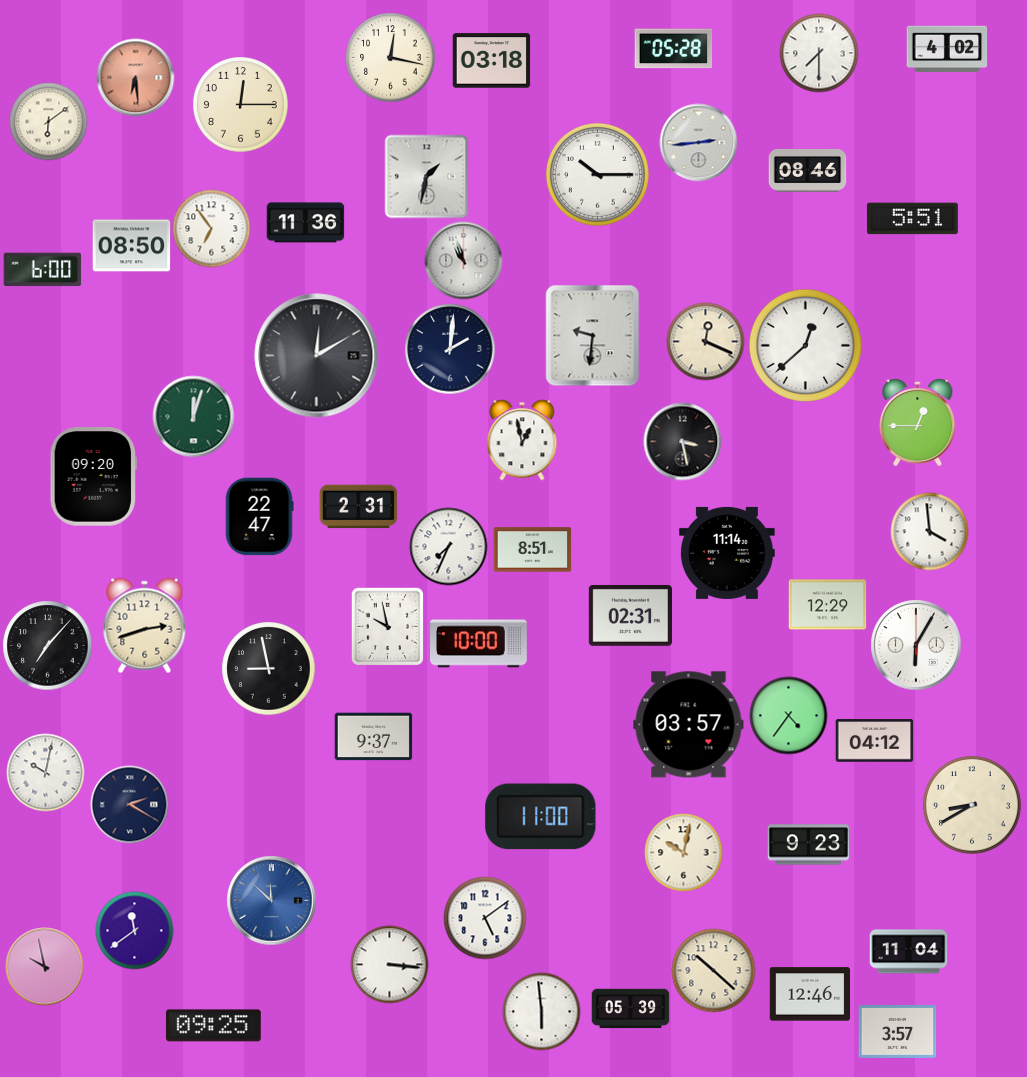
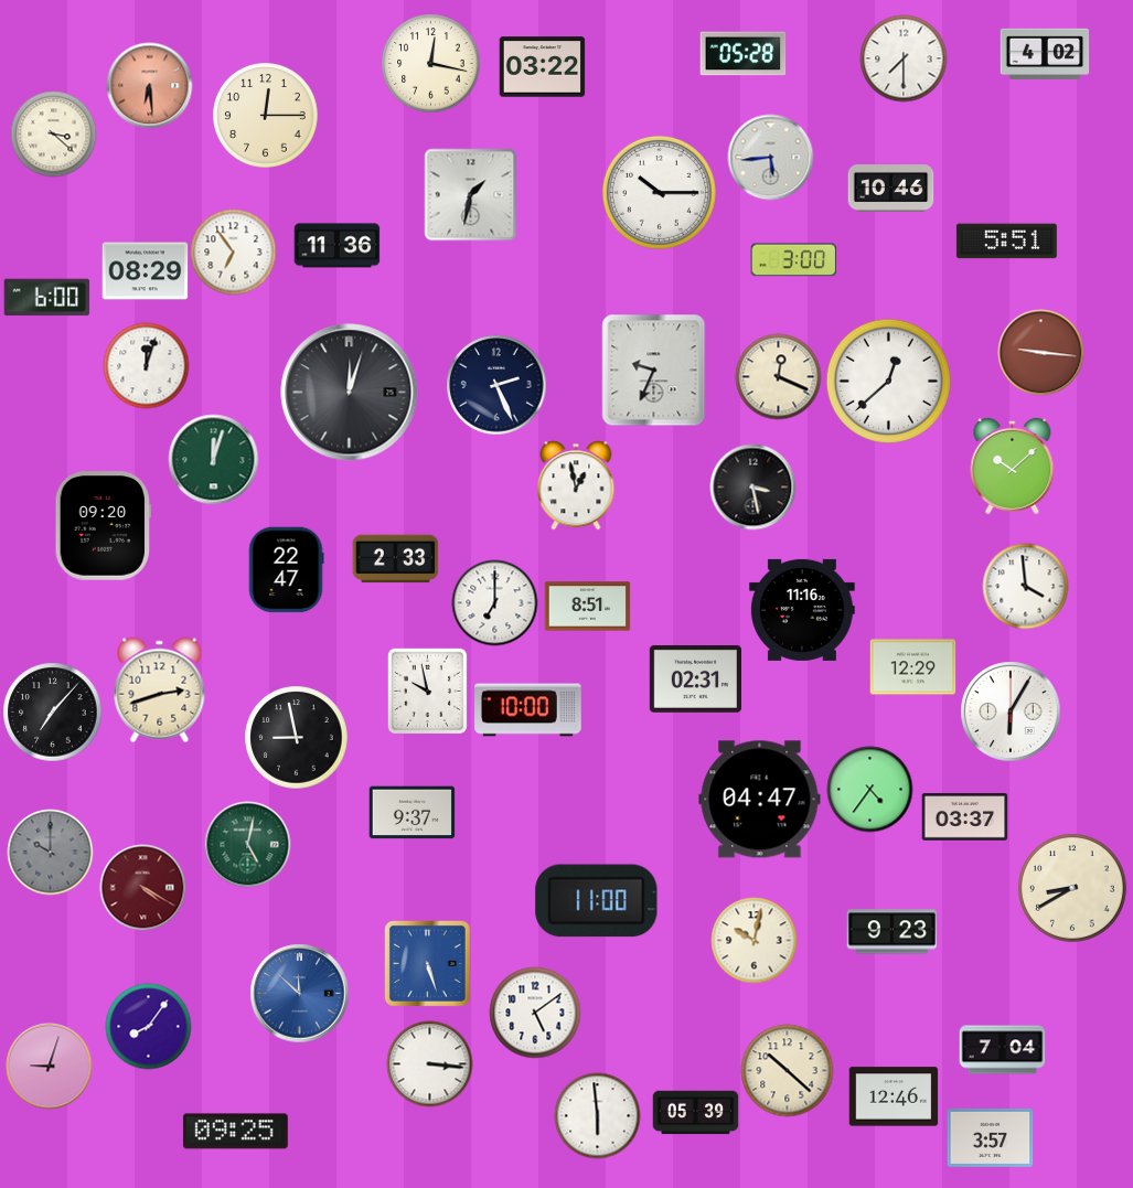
clock at (491, 61): 03:18 -> 03:22
clock at (48, 121): 6:09 -> 3:22
clock at (698, 142): 2:44 -> 5:44
clock at (807, 171): 08:46 -> 10:46
clock at (793, 260): none -> 3:00
clock at (131, 246): 08:50 -> 08:29
clock at (463, 260): 10:57 -> none
clock at (1040, 352): none -> 9:16
clock at (146, 365): none -> 12:03
clock at (593, 335): 9:31 -> 9:34
clock at (450, 349): 2:01 -> 2:26
clock at (317, 356): 12:10 -> 12:03
clock at (918, 422): 12:45 -> 10:08
clock at (358, 507): 2:31 -> 2:33
clock at (448, 546): 7:34 -> 7:00
clock at (728, 553): 11:14 -> 11:16
clock at (689, 725): 03:57 -> 04:47
clock at (874, 741): 04:12 -> 03:37
clock at (247, 844): none -> 5:02
clock at (45, 772): 10:02 -> 10:00
clock at (45, 772) dial: white -> grey
clock at (129, 804): 2:20 -> 4:20
clock at (129, 804) dial: navy -> burgundy
clock at (427, 963): none -> 5:27
clock at (134, 930): 11:39 -> 8:06
clock at (908, 952): 11:04 -> 7:04
clock at (44, 966): 9:58 -> 9:03
